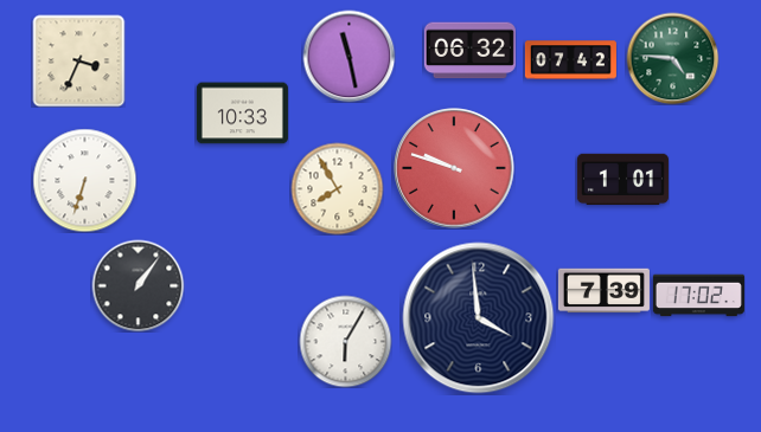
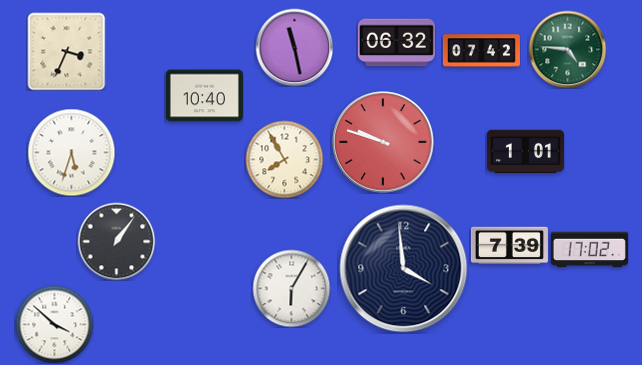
clock at (242, 114): 10:33 -> 10:40
clock at (84, 180): 6:33 -> 5:33
clock at (54, 324): none -> 3:52
